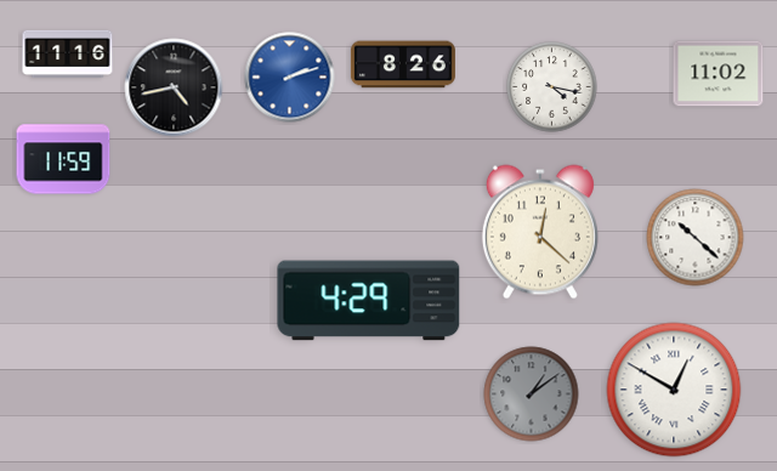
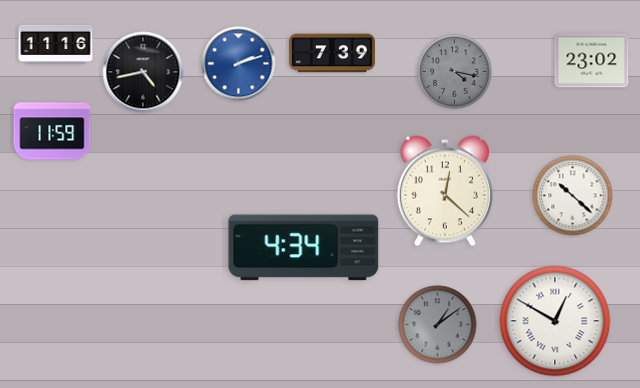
clock at (403, 64): 8:26 -> 7:39
clock at (719, 74): 11:02 -> 23:02
clock at (552, 87) dial: white -> grey
clock at (369, 301): 4:29 -> 4:34
